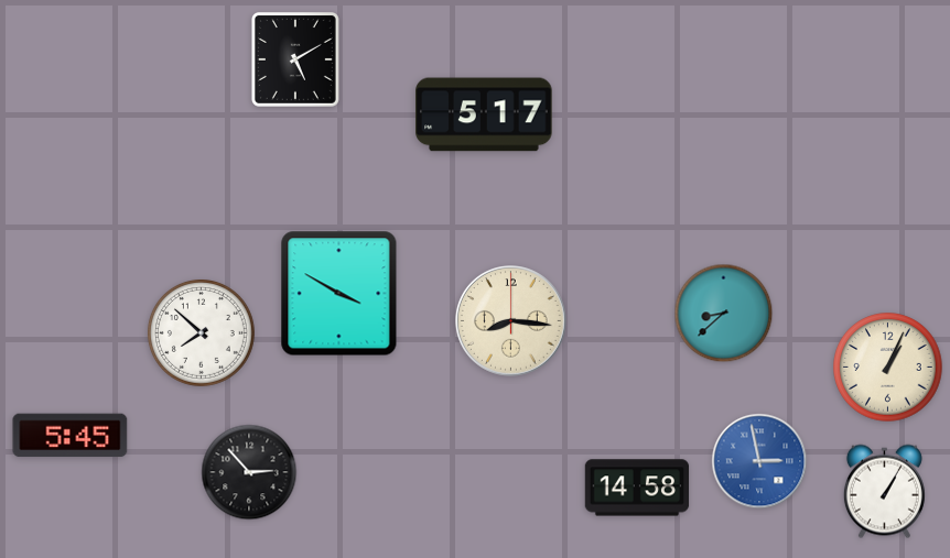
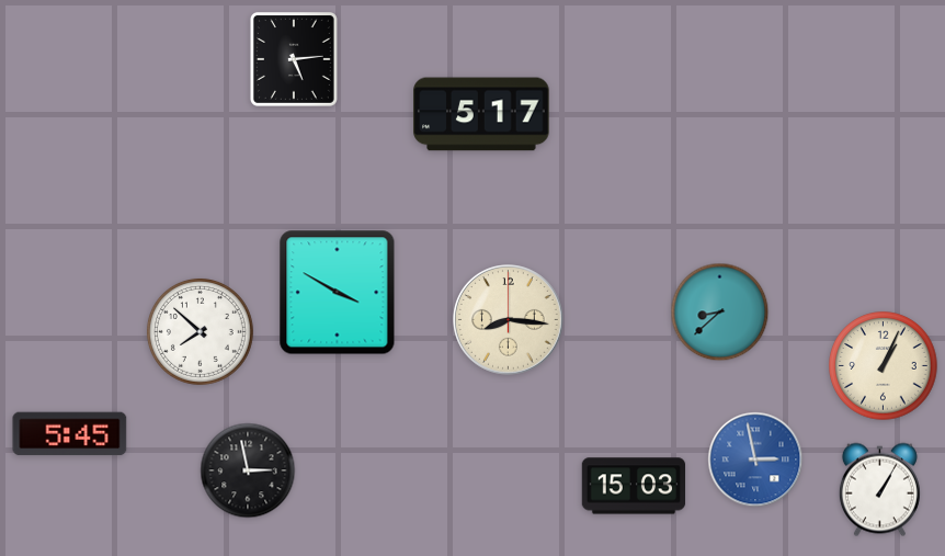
clock at (295, 59): 5:10 -> 5:14
clock at (249, 472): 2:53 -> 2:58
clock at (637, 488): 14:58 -> 15:03
